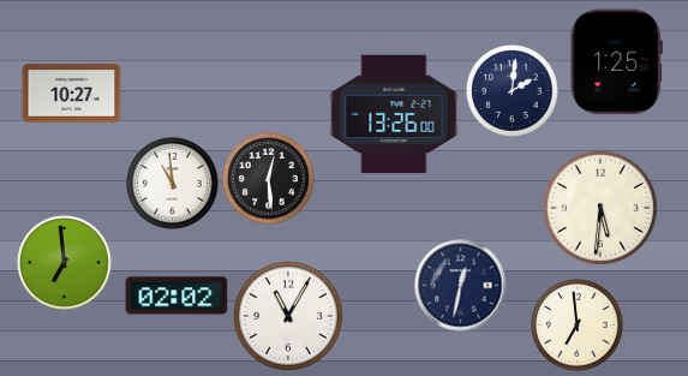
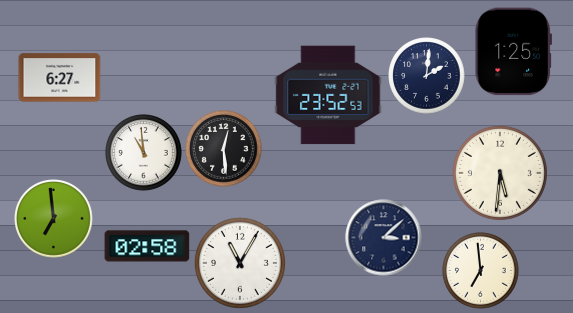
clock at (72, 94): 10:27 -> 6:27
clock at (394, 114): 13:26 -> 23:52
clock at (461, 286): 12:32 -> 3:08
clock at (177, 296): 02:02 -> 02:58
